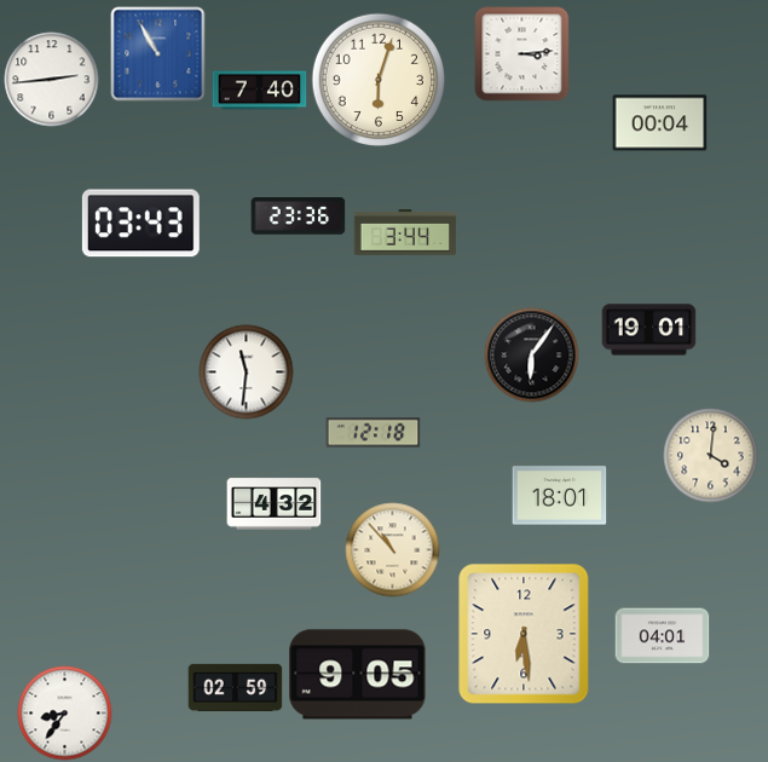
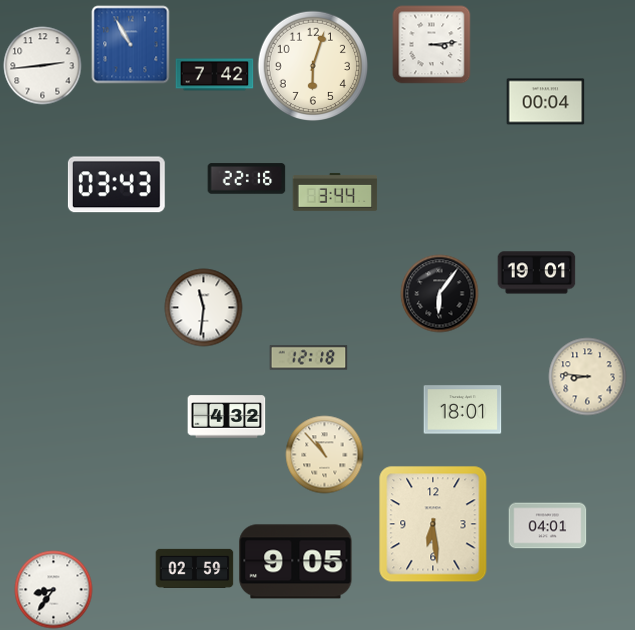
clock at (259, 91): 7:40 -> 7:42
clock at (298, 217): 23:36 -> 22:16
clock at (710, 455): 4:01 -> 8:46
clock at (358, 675) position: (358, 675) -> (296, 562)
